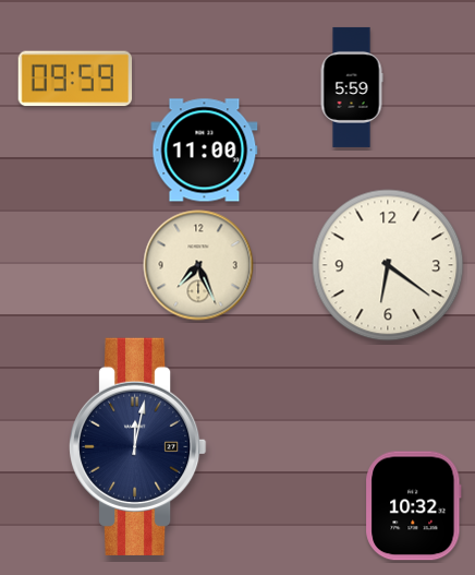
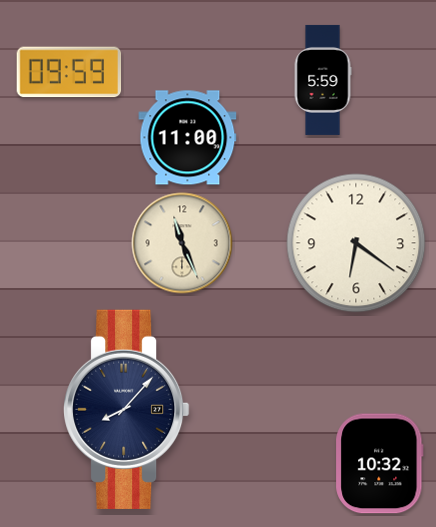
clock at (198, 265): 7:26 -> 11:26
clock at (138, 446): 12:02 -> 8:07
